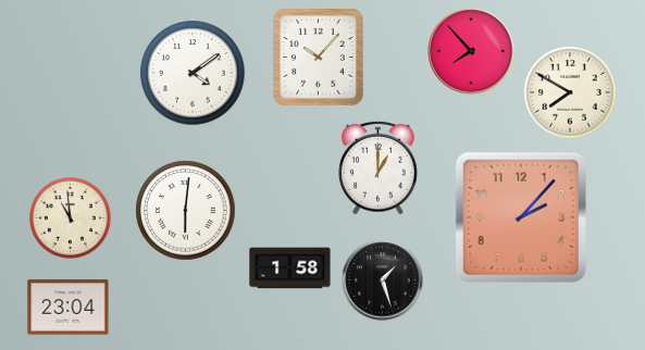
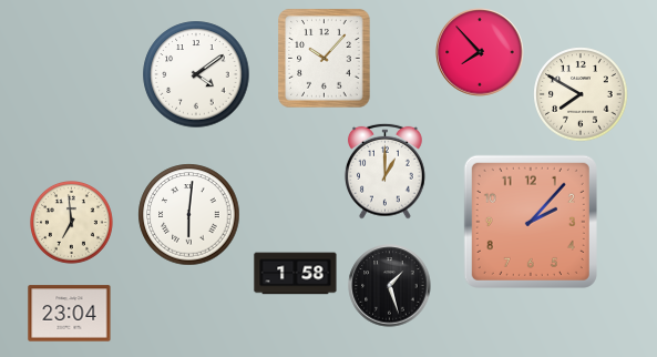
clock at (71, 218): 10:59 -> 6:59
